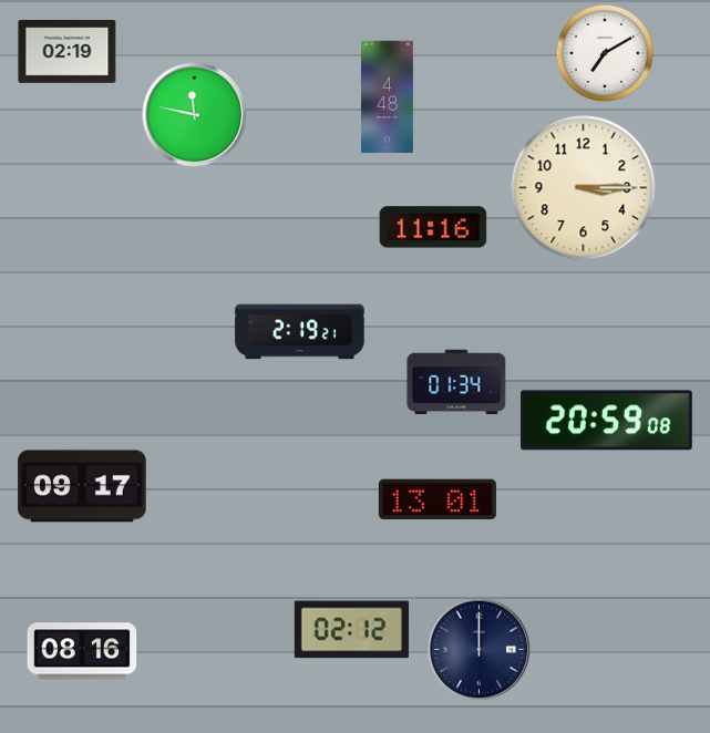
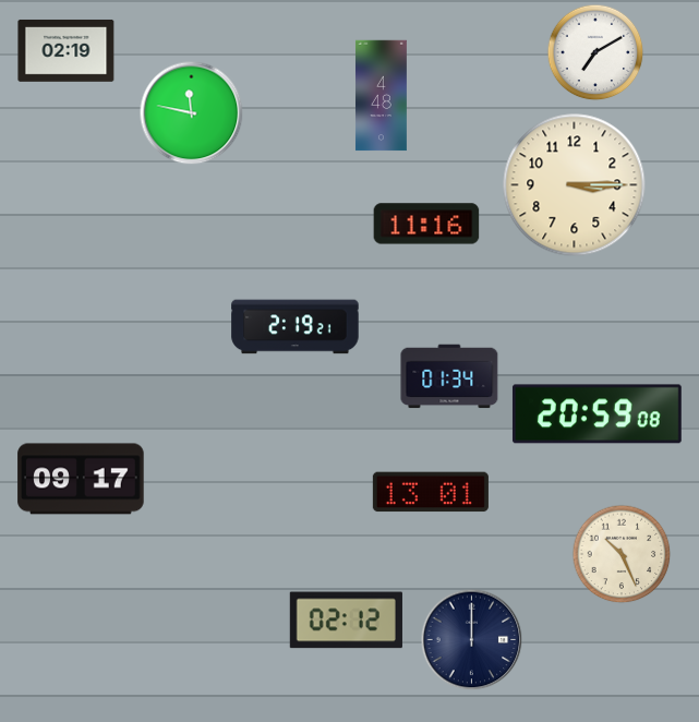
clock at (622, 554): none -> 10:26
clock at (82, 651): 08:16 -> none
